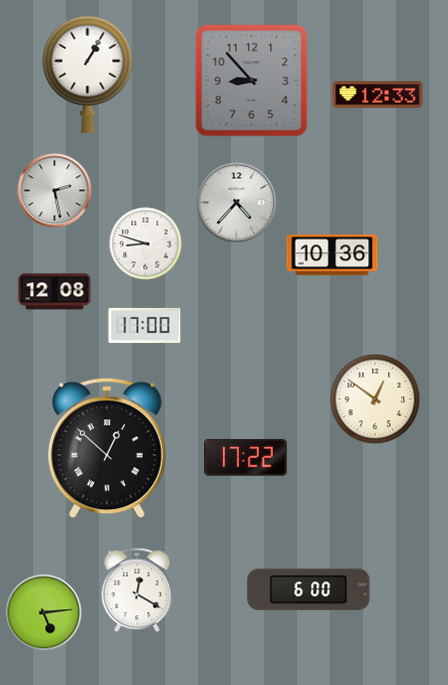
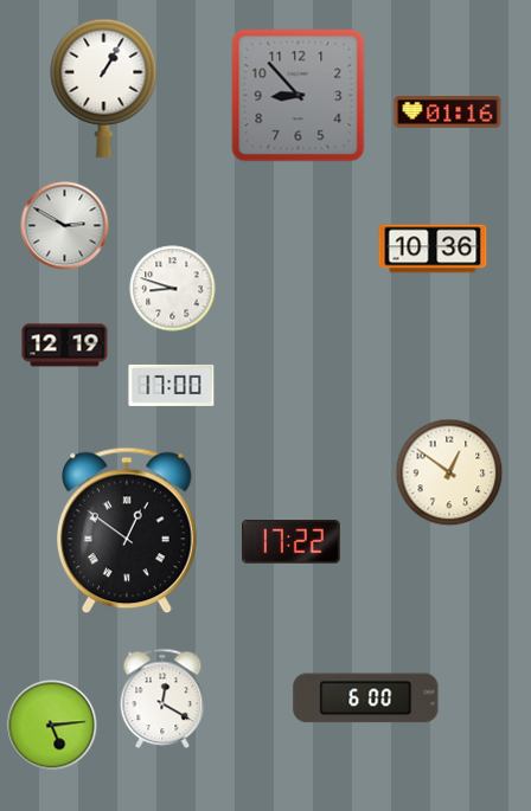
clock at (378, 95): 12:33 -> 01:16
clock at (55, 191): 2:28 -> 2:50
clock at (237, 203): 4:37 -> none
clock at (332, 255) position: (332, 255) -> (433, 249)
clock at (55, 292): 12:08 -> 12:19
clock at (375, 399) position: (375, 399) -> (449, 472)
clock at (107, 448): 12:52 -> 12:51
